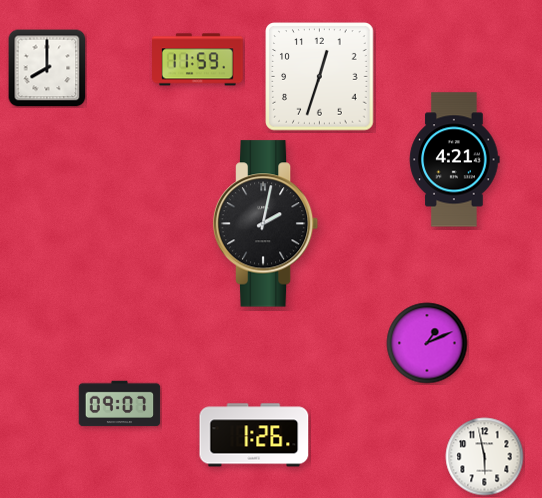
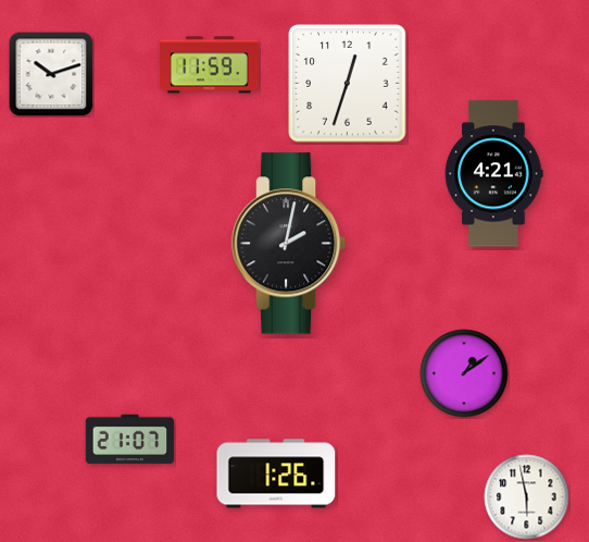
clock at (198, 60) position: (198, 60) -> (210, 65)
clock at (47, 68): 8:00 -> 10:12
clock at (427, 343): 1:11 -> 1:09
clock at (120, 404): 09:07 -> 21:07
